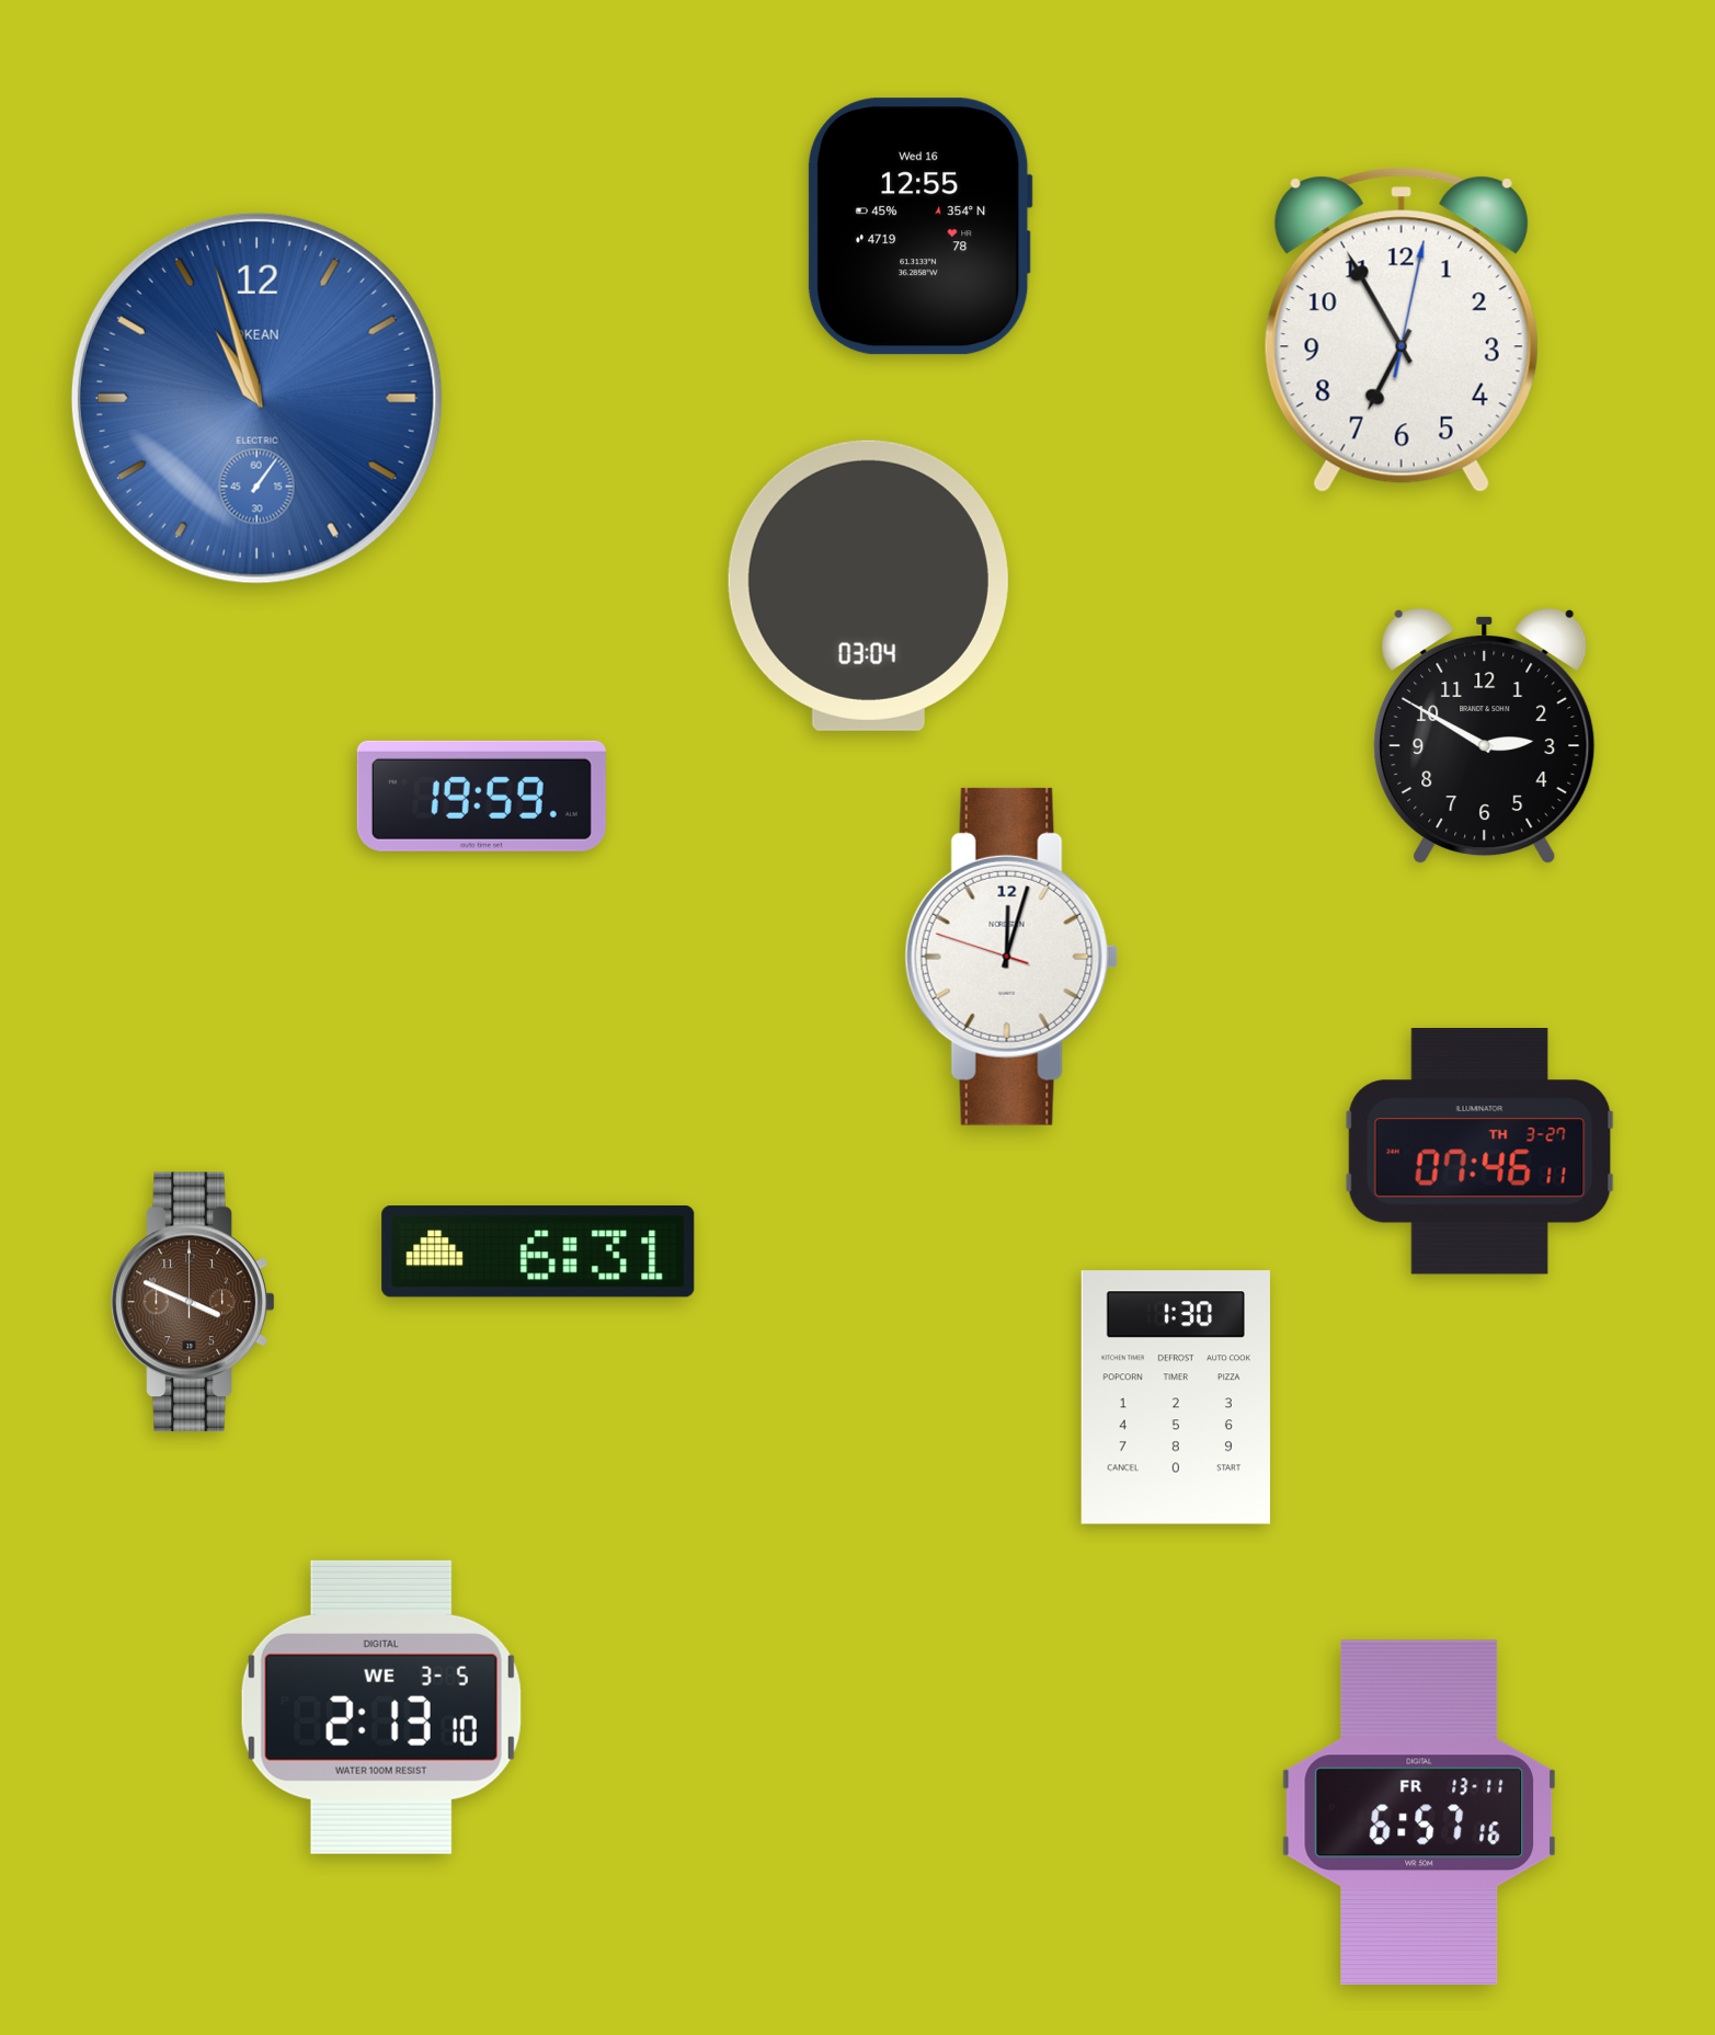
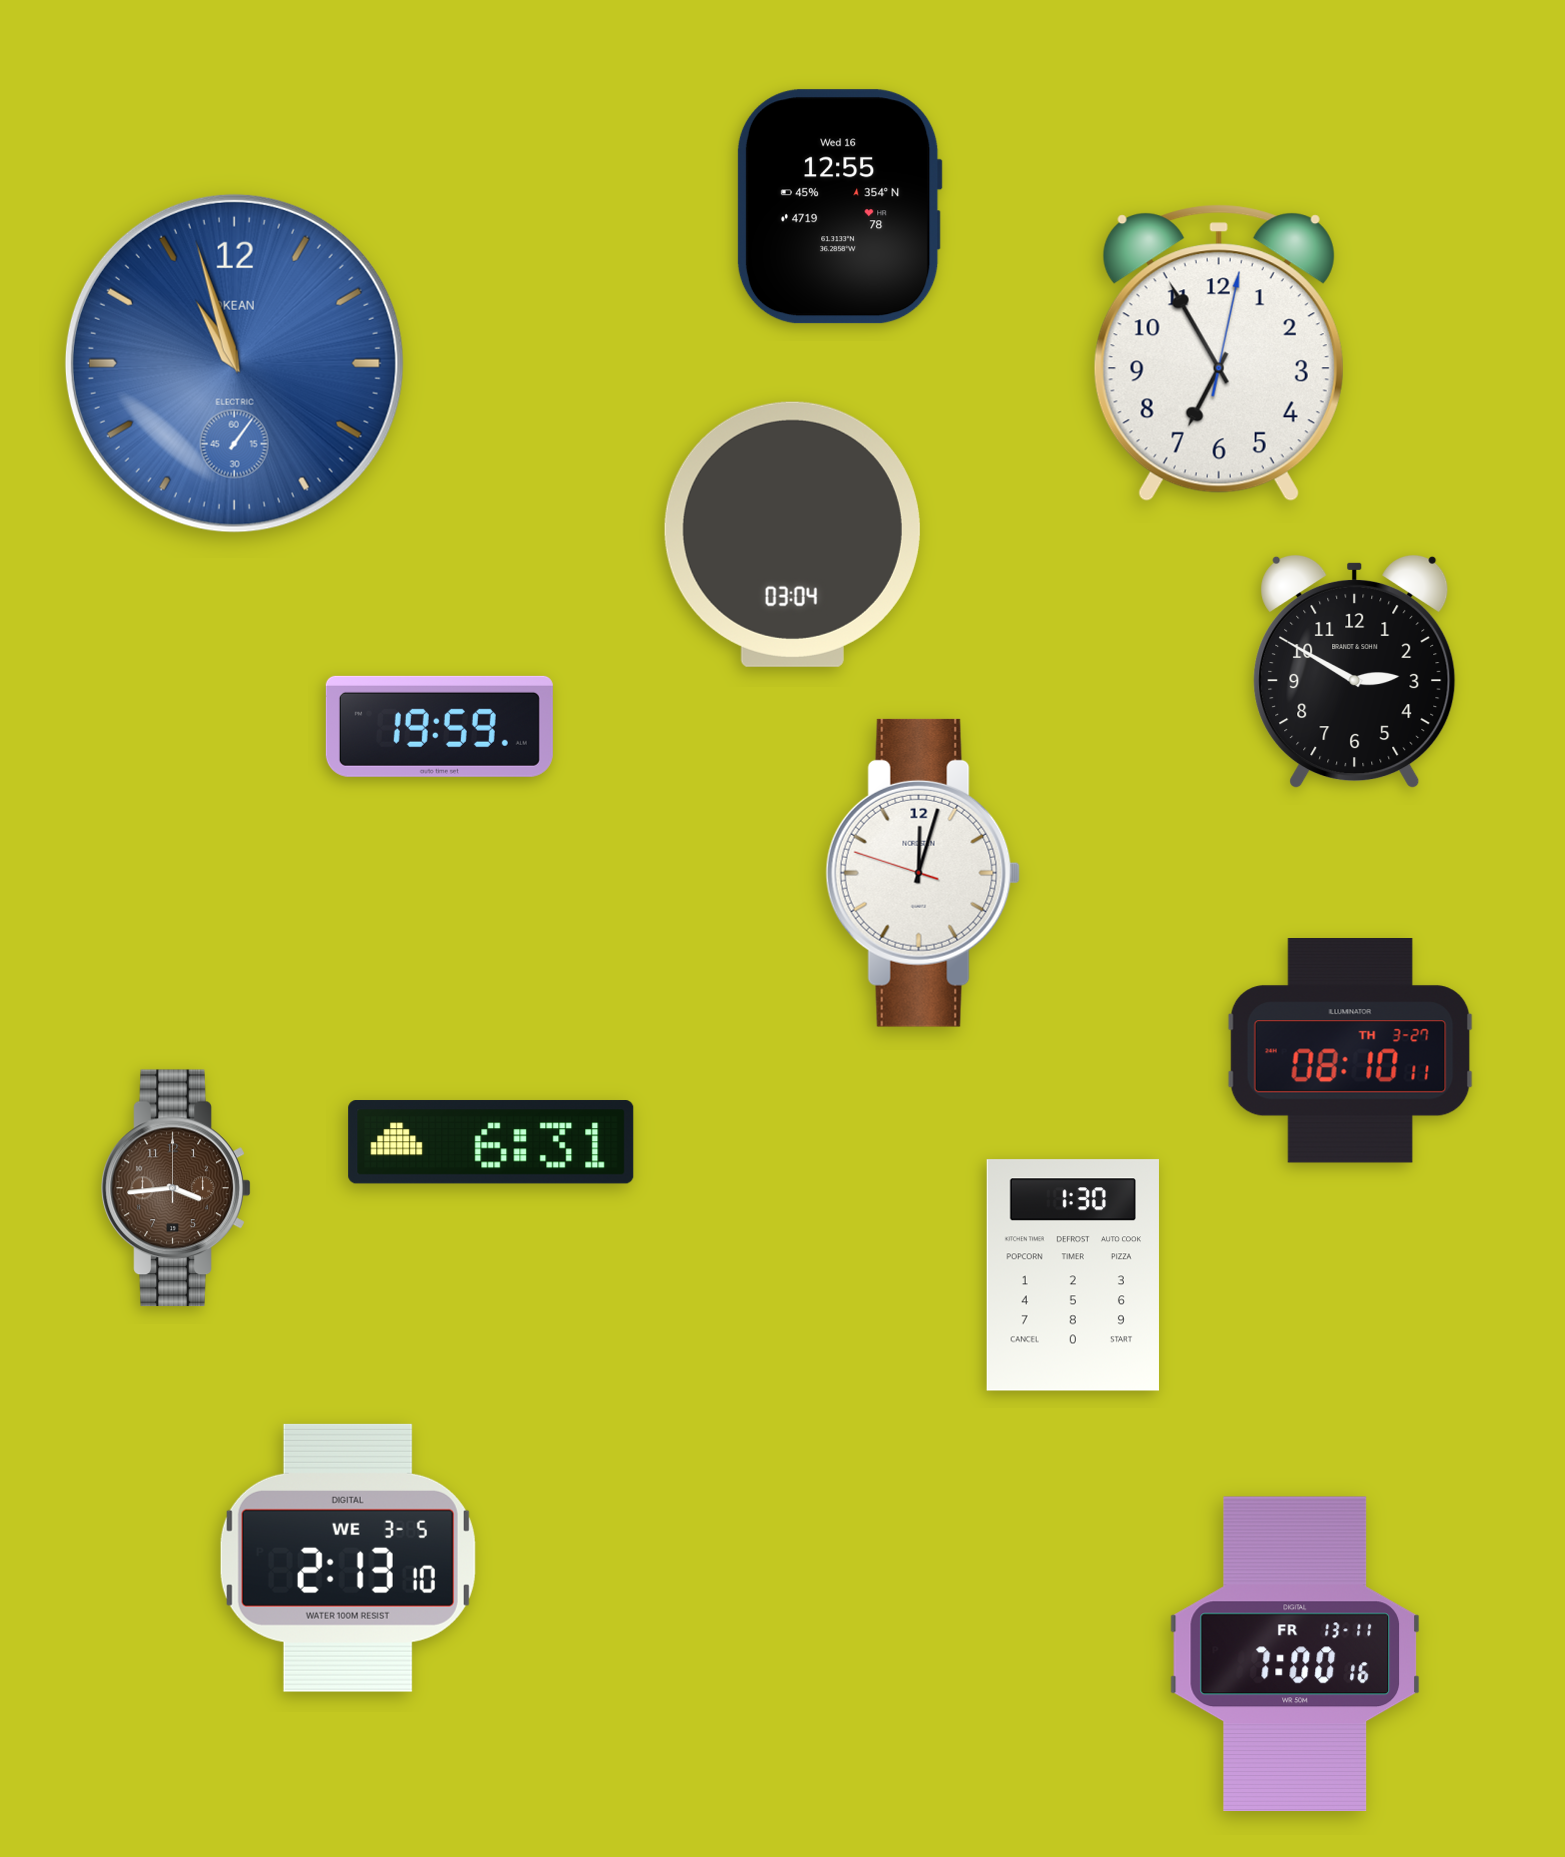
clock at (1402, 330) position: (1402, 330) -> (1219, 353)
clock at (1479, 1152): 07:46 -> 08:10
clock at (193, 1302): 3:49 -> 3:44
clock at (1419, 1811): 6:57 -> 7:00
